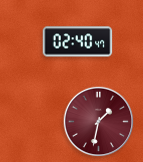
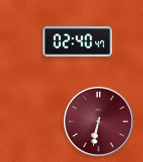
clock at (99, 122): 1:32 -> 6:32
